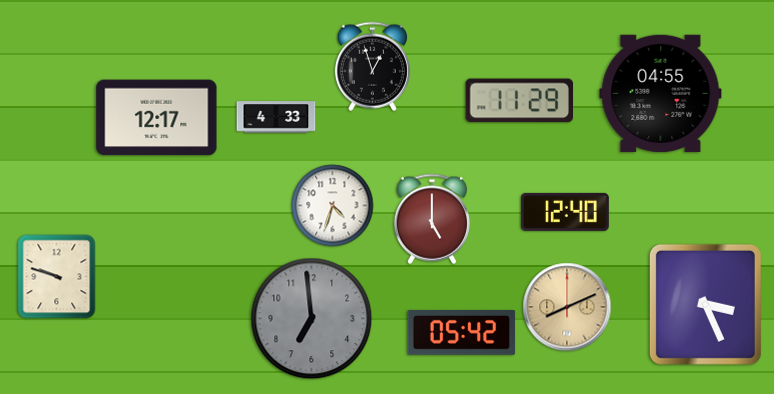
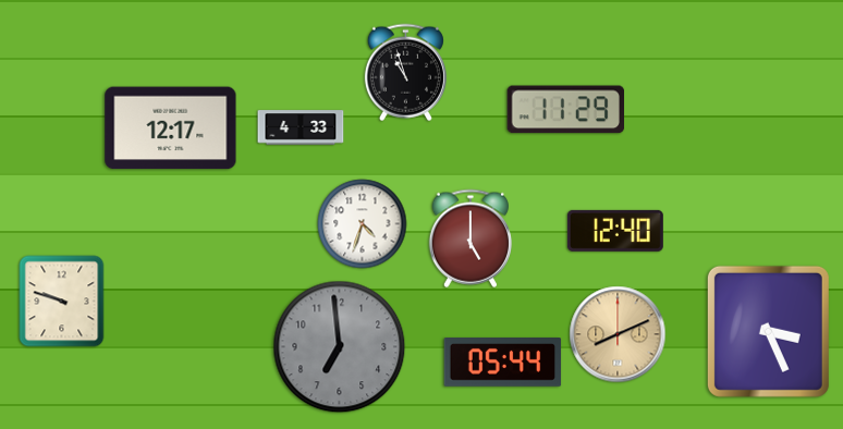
clock at (372, 67): 12:57 -> 10:57
clock at (661, 93): 04:55 -> none
clock at (462, 333): 05:42 -> 05:44
